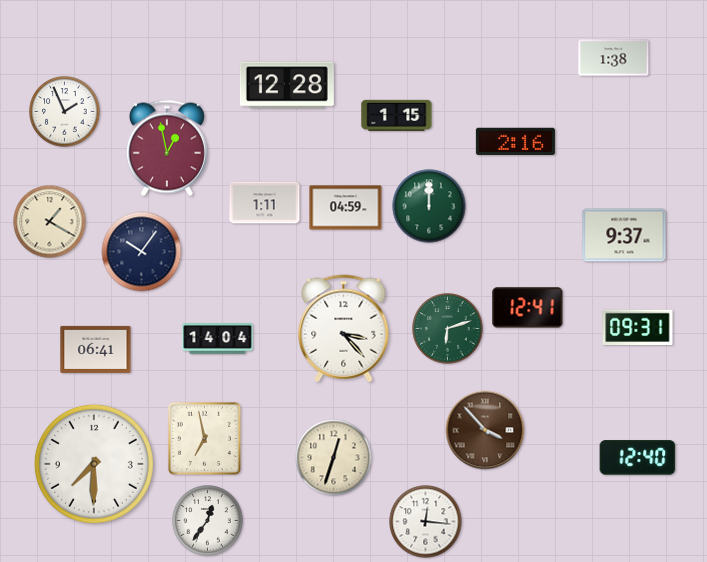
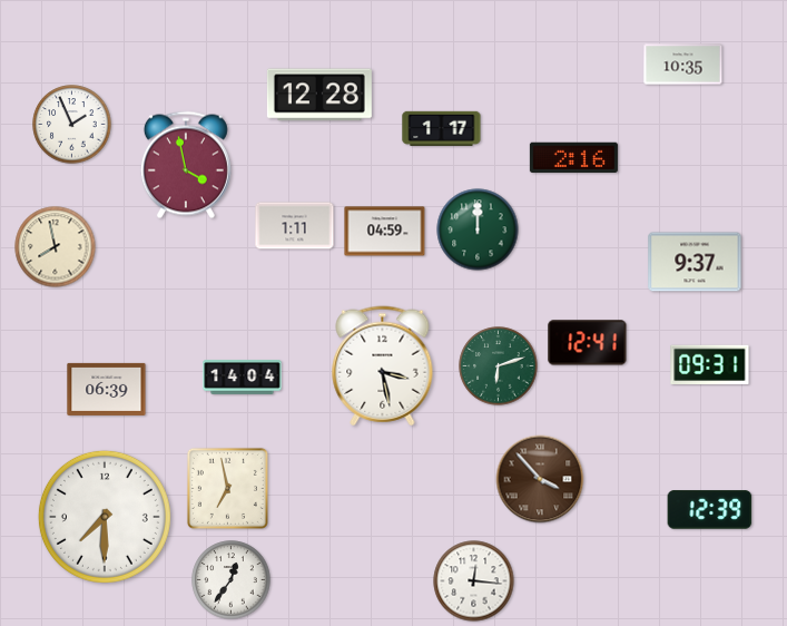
clock at (614, 58): 1:38 -> 10:35
clock at (397, 115): 1:15 -> 1:17
clock at (167, 148): 12:58 -> 3:58
clock at (50, 222): 1:20 -> 7:58
clock at (142, 252): 10:06 -> none
clock at (344, 329): 3:23 -> 3:28
clock at (96, 349): 06:41 -> 06:39
clock at (334, 458): 12:33 -> none
clock at (638, 458): 12:40 -> 12:39
